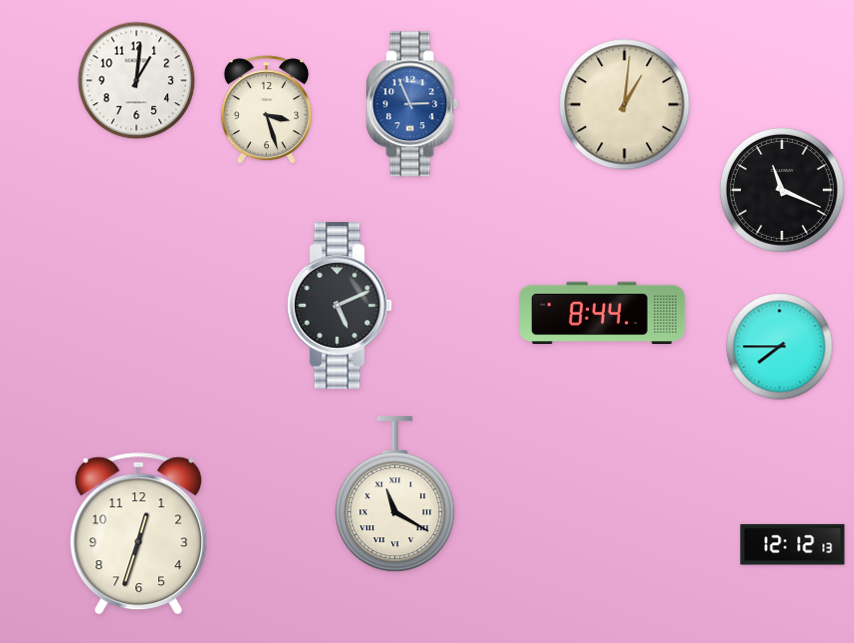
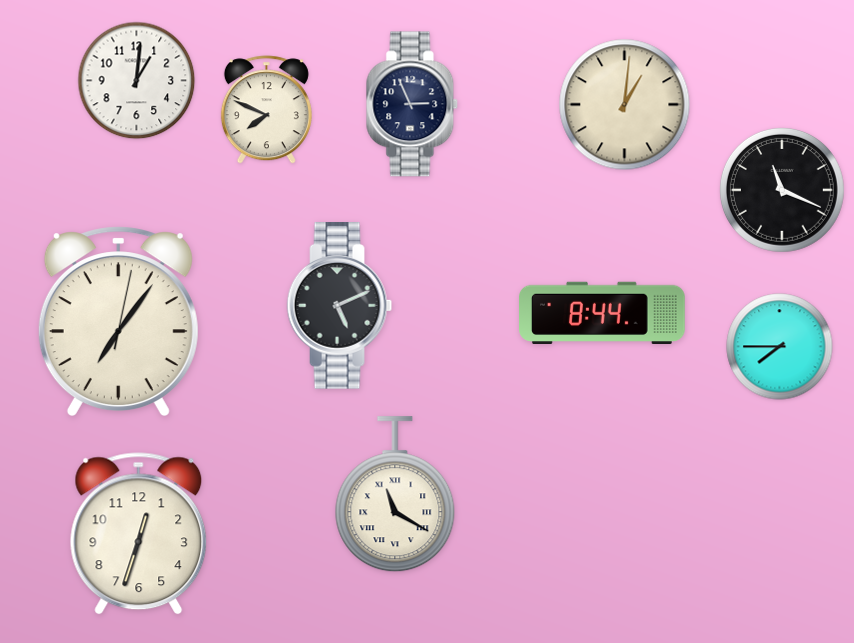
clock at (412, 104) dial: blue -> navy
clock at (266, 110): 3:27 -> 7:49
clock at (118, 322): none -> 7:06
clock at (793, 545): 12:12 -> none
